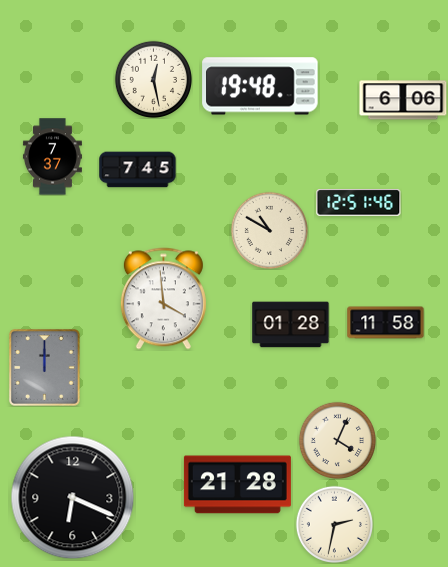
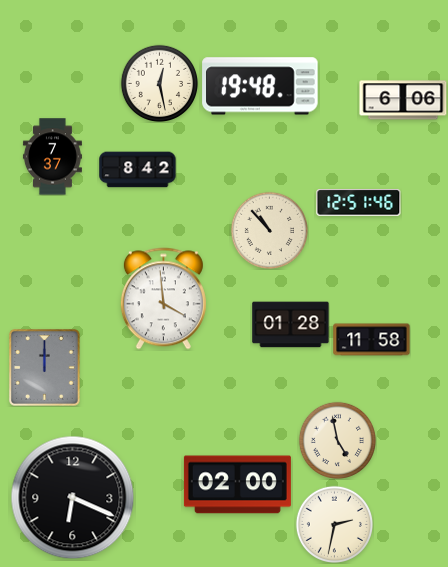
clock at (153, 79) position: (153, 79) -> (159, 83)
clock at (138, 170): 7:45 -> 8:42
clock at (269, 230): 10:50 -> 10:53
clock at (386, 323) position: (386, 323) -> (372, 340)
clock at (337, 440): 4:04 -> 4:58
clock at (237, 485): 21:28 -> 02:00
